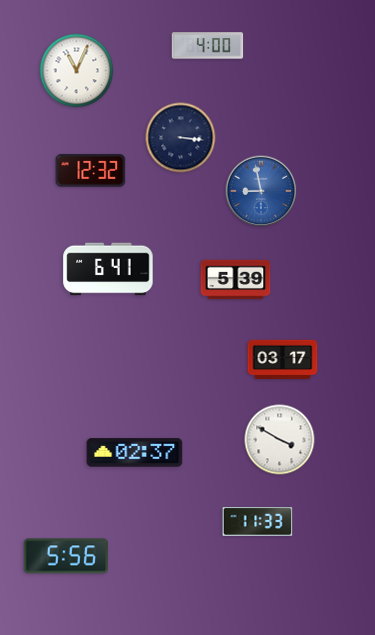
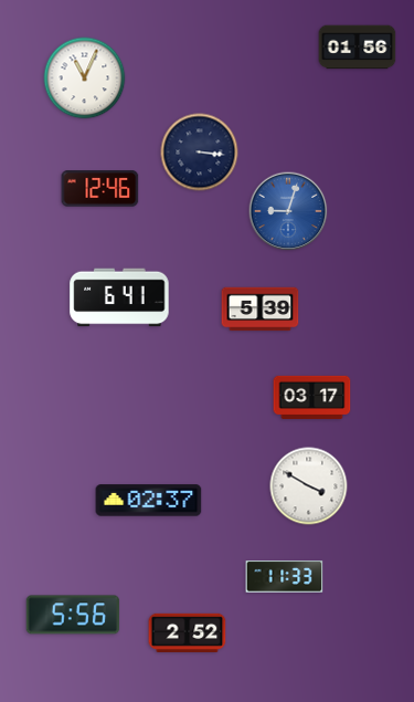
clock at (358, 48): none -> 01:56
clock at (208, 46): 4:00 -> none
clock at (91, 171): 12:32 -> 12:46
clock at (261, 191): 8:58 -> 9:03
clock at (188, 632): none -> 2:52
